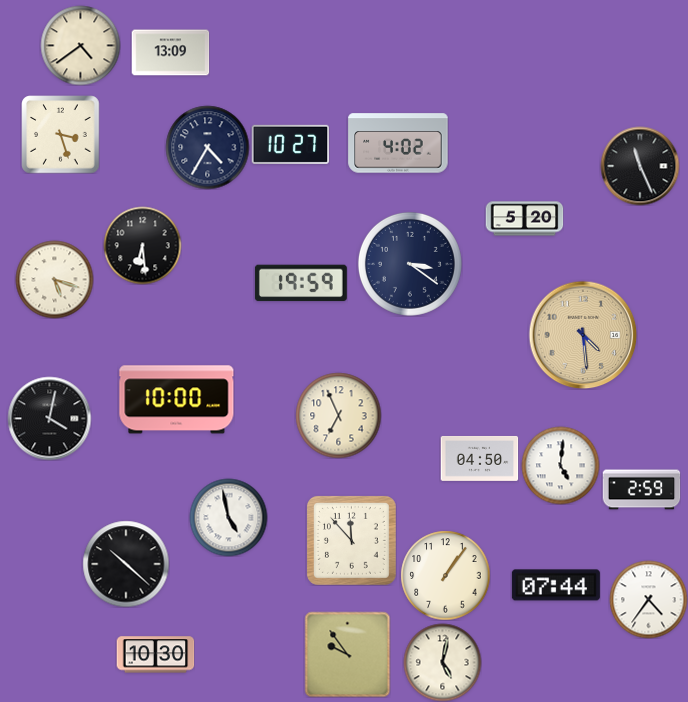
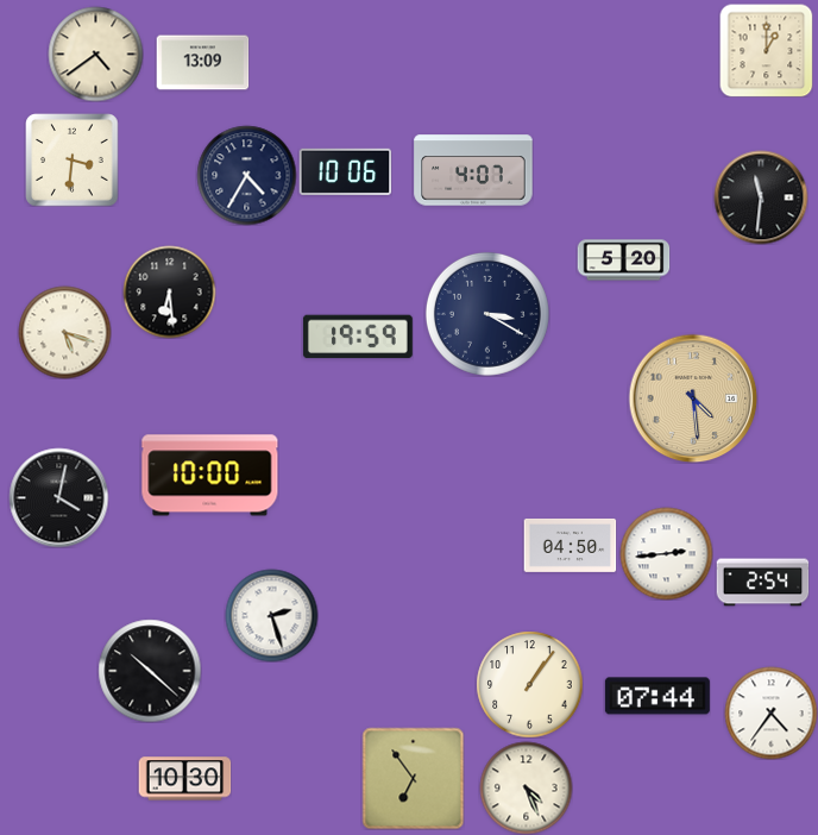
clock at (766, 50): none -> 1:00
clock at (60, 134): 3:27 -> 3:31
clock at (398, 143): 4:02 -> 4:07
clock at (290, 144): 10:27 -> 10:06
clock at (640, 166): 11:26 -> 11:31
clock at (410, 264): 3:21 -> 3:20
clock at (338, 415): 6:56 -> none
clock at (560, 465): 5:01 -> 2:44
clock at (641, 490): 2:59 -> 2:54
clock at (228, 517): 4:58 -> 2:27
clock at (351, 540): 11:53 -> none
clock at (556, 585) position: (556, 585) -> (657, 696)
clock at (347, 654): 9:54 -> 6:54
clock at (442, 662): 5:02 -> 4:26
